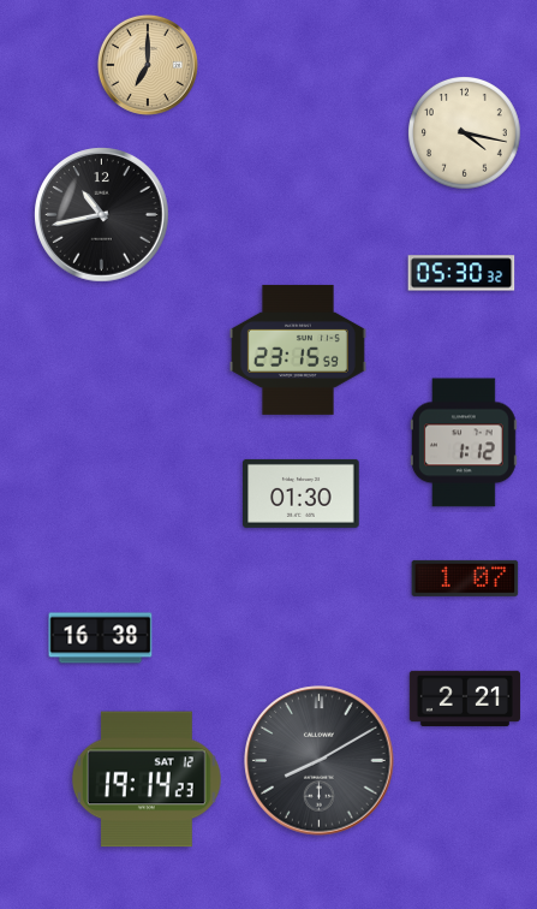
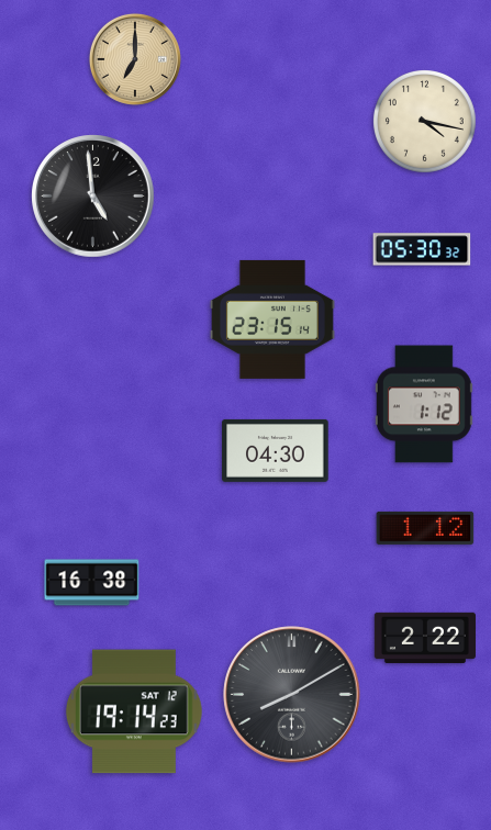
clock at (102, 215): 10:43 -> 4:59
clock at (298, 350): 23:15:59 -> 23:15:14
clock at (302, 493): 01:30 -> 04:30
clock at (465, 578): 1:07 -> 1:12
clock at (465, 697): 2:21 -> 2:22
